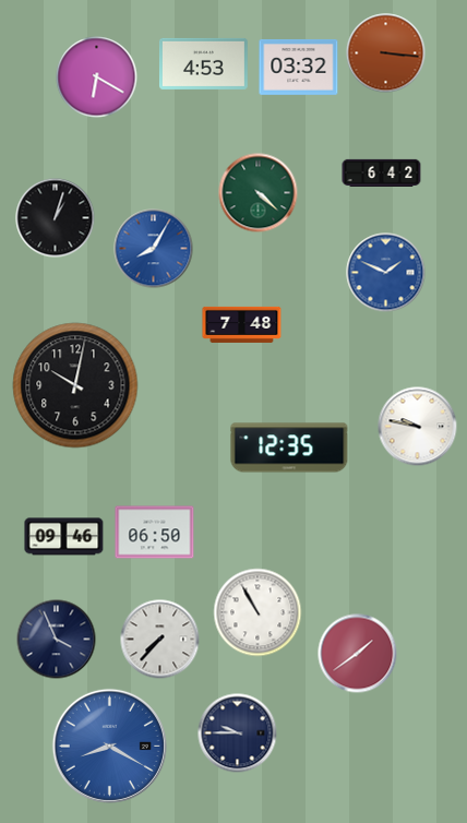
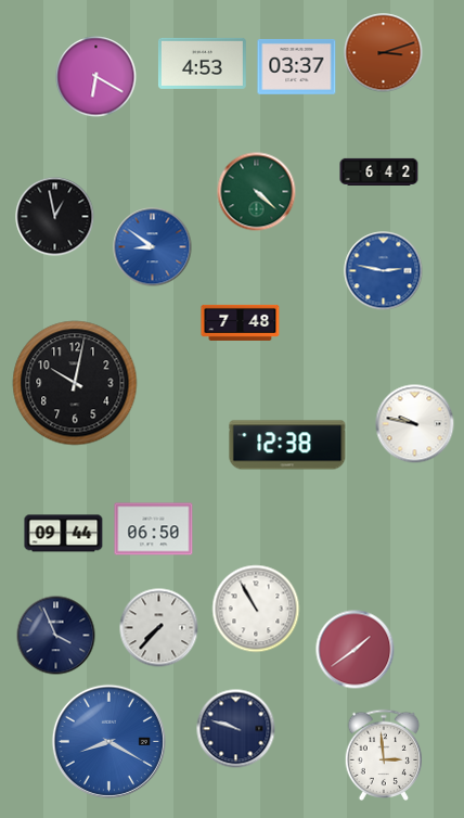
clock at (386, 53): 3:16 -> 3:12
clock at (299, 67): 03:32 -> 03:37
clock at (56, 218): 1:03 -> 12:58
clock at (154, 249): 8:05 -> 8:51
clock at (386, 273): 1:49 -> 2:47
clock at (289, 448): 12:35 -> 12:38
clock at (64, 537): 09:46 -> 09:44
clock at (160, 640) position: (160, 640) -> (159, 628)
clock at (238, 733): 9:45 -> 9:48
clock at (384, 754): none -> 2:59
